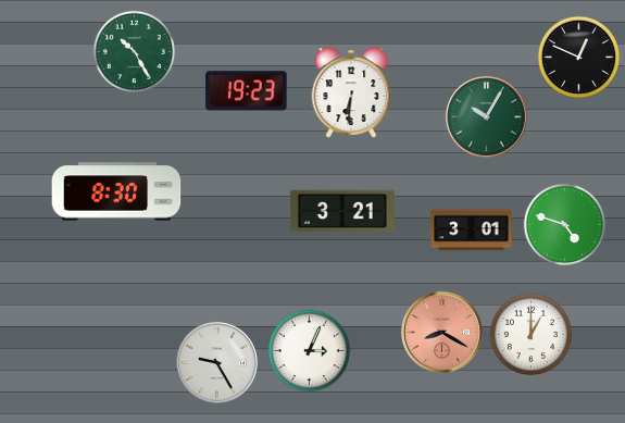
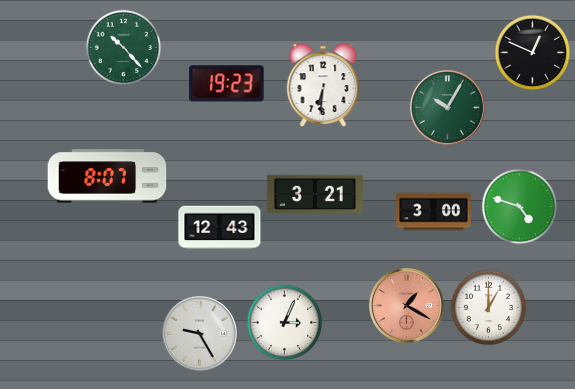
clock at (135, 52): 10:25 -> 10:23
clock at (116, 191): 8:30 -> 8:07
clock at (472, 231): 3:01 -> 3:00
clock at (220, 228): none -> 12:43
clock at (441, 332): 8:20 -> 1:20
